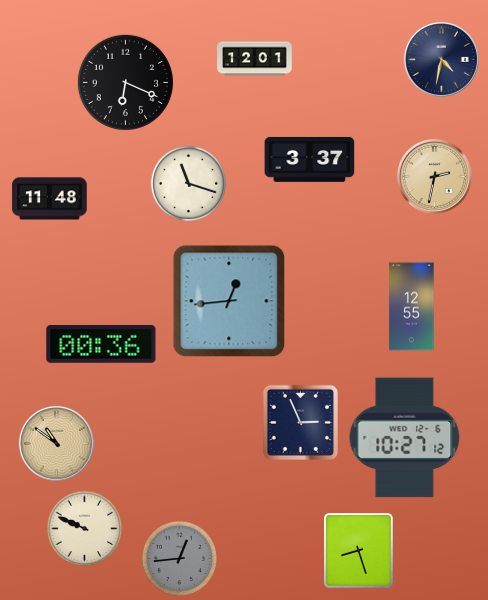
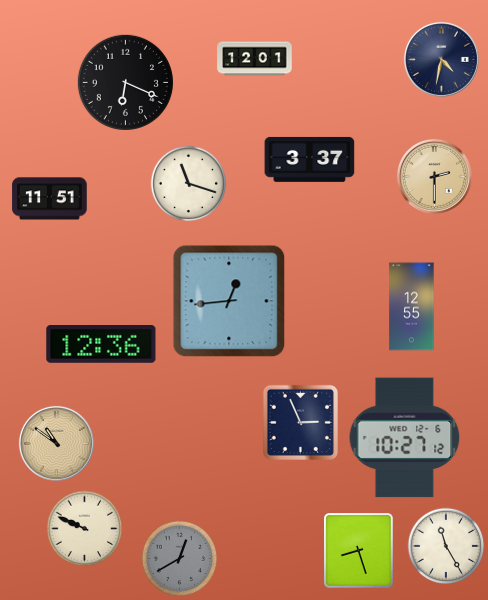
clock at (434, 176): 2:32 -> 2:30
clock at (50, 199): 11:48 -> 11:51
clock at (101, 345): 00:36 -> 12:36
clock at (446, 546): none -> 11:25
clock at (180, 559): 12:44 -> 12:40
